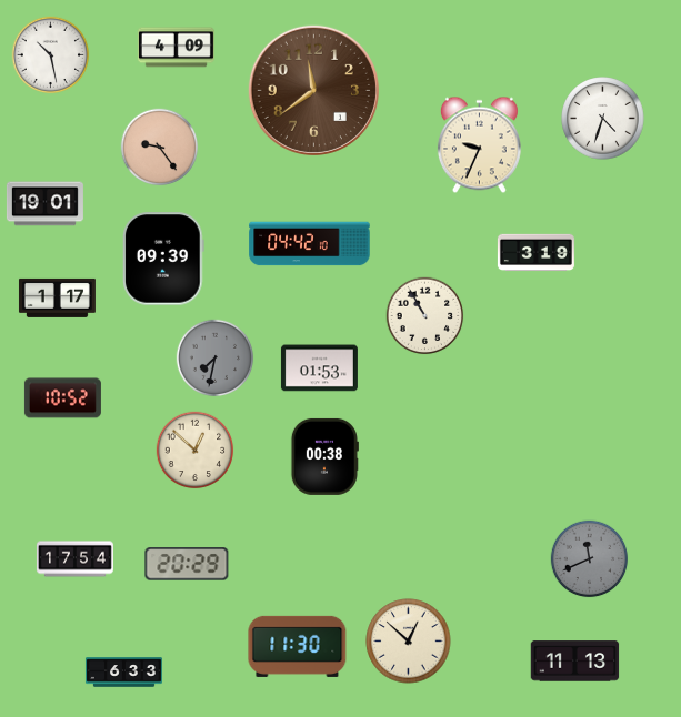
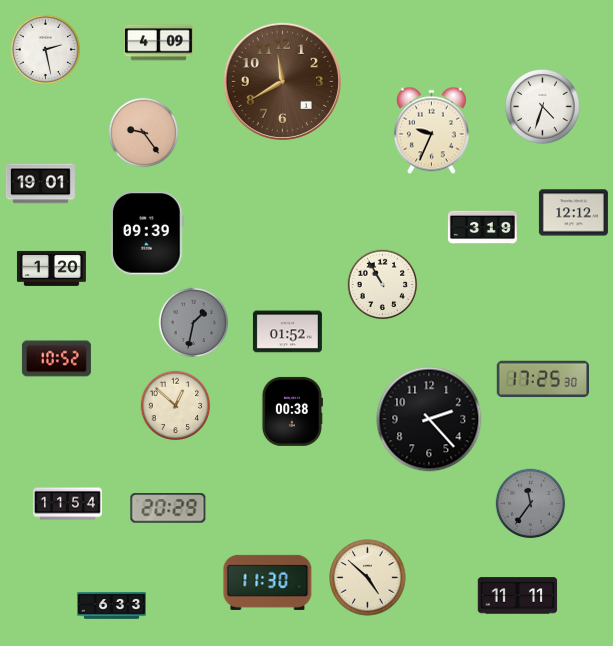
clock at (51, 55): 10:28 -> 2:28
clock at (313, 90): 11:39 -> 11:40
clock at (573, 213): none -> 12:12
clock at (310, 244): 04:42 -> none
clock at (57, 297): 1:17 -> 1:20
clock at (216, 358): 7:32 -> 1:32
clock at (319, 368): 01:53 -> 01:52
clock at (542, 379): none -> 17:25
clock at (429, 419): none -> 2:23
clock at (74, 559): 17:54 -> 11:54
clock at (590, 559): 11:41 -> 11:36
clock at (409, 642): 12:52 -> 4:52
clock at (575, 662): 11:13 -> 11:11
